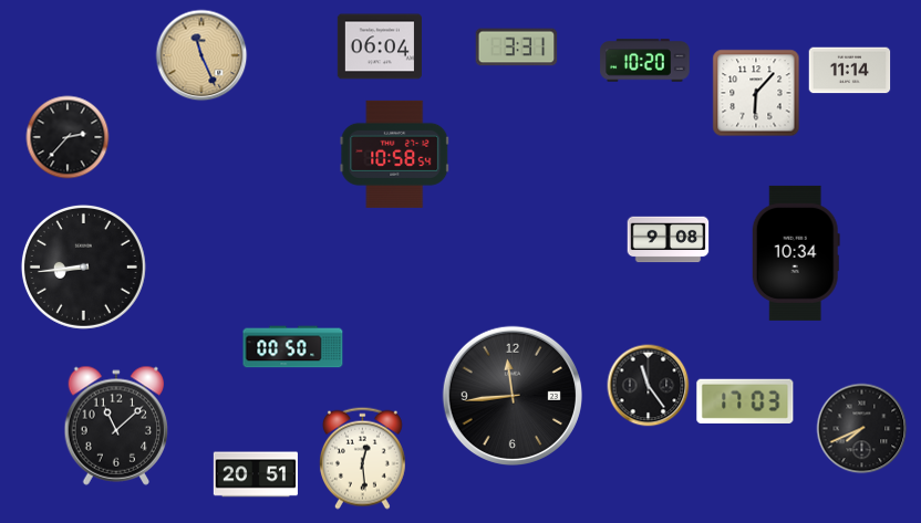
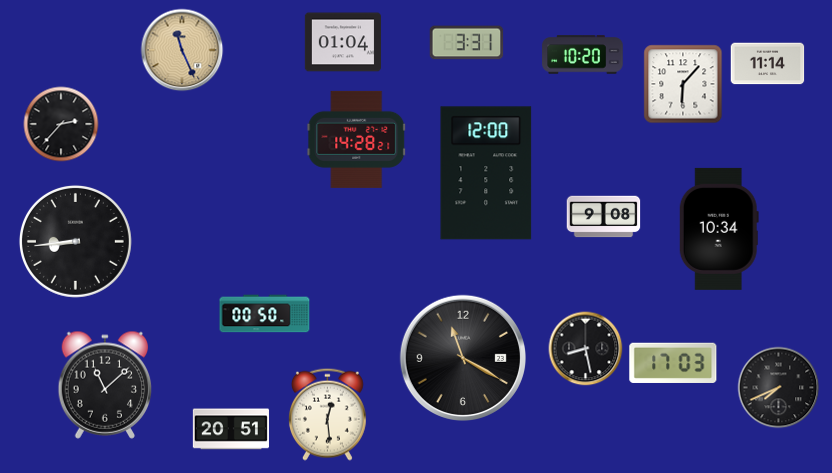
clock at (380, 46): 06:04 -> 01:04
clock at (395, 154): 10:58 -> 14:28
clock at (486, 173): none -> 12:00
clock at (649, 386): 11:24 -> 8:28
clock at (511, 395): 11:44 -> 11:20
